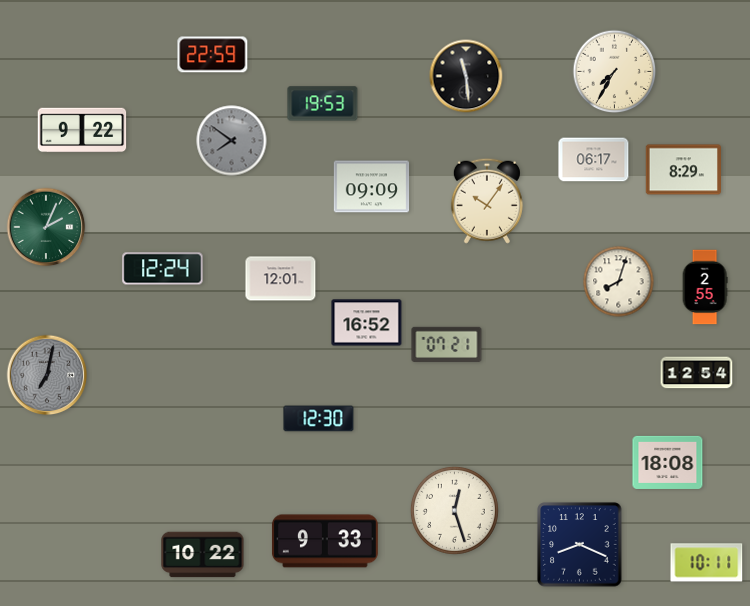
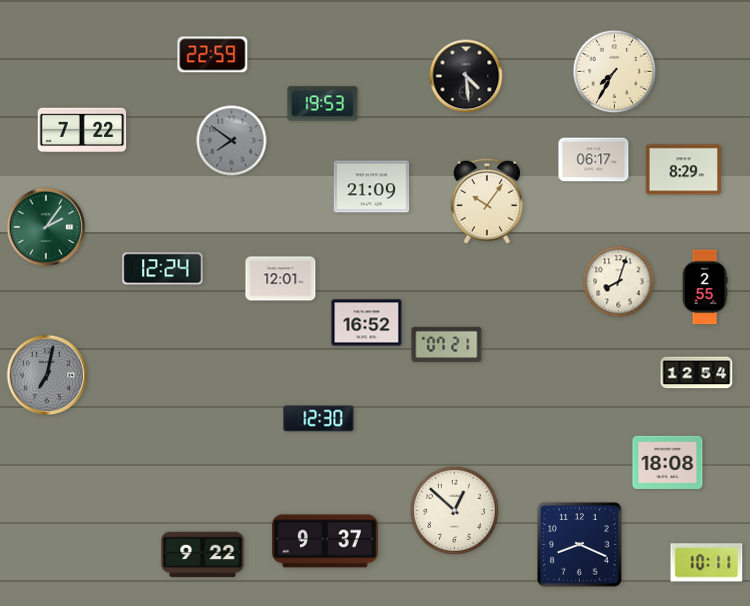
clock at (466, 76): 11:29 -> 4:29
clock at (82, 130): 9:22 -> 7:22
clock at (372, 187): 09:09 -> 21:09
clock at (46, 227): 2:04 -> 2:06
clock at (454, 510): 12:27 -> 12:52
clock at (325, 541): 9:33 -> 9:37
clock at (203, 555): 10:22 -> 9:22
